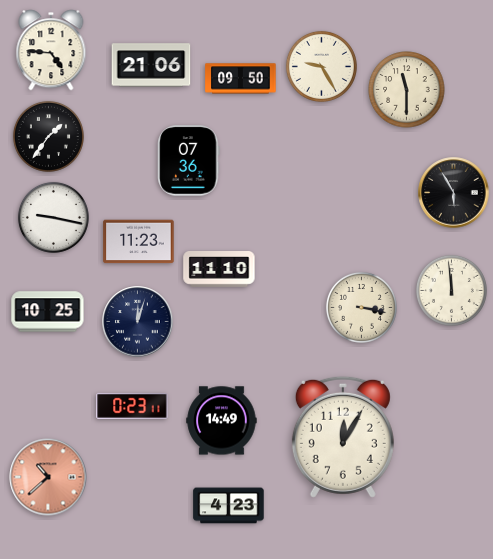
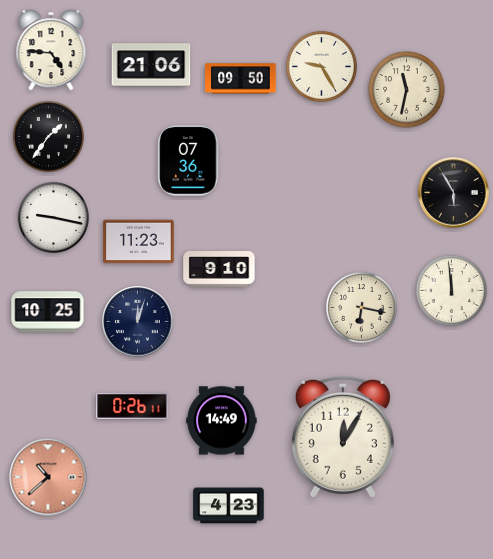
clock at (407, 90): 11:30 -> 11:32
clock at (219, 269): 11:10 -> 9:10
clock at (361, 307): 3:17 -> 6:17
clock at (132, 406): 0:23 -> 0:26
